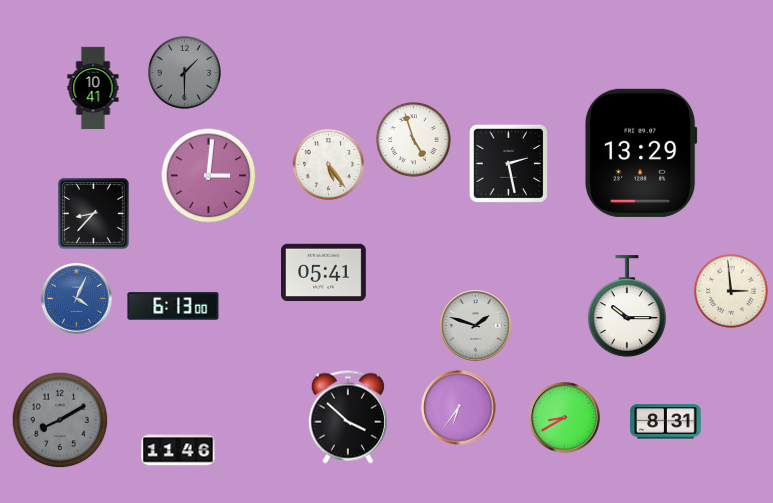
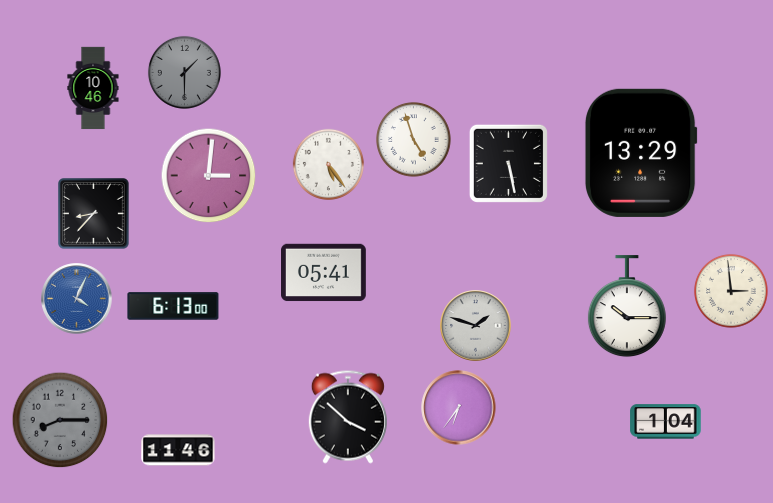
clock at (93, 88): 10:41 -> 10:46
clock at (508, 163): 2:28 -> 5:28
clock at (565, 418): 8:40 -> none
clock at (60, 420): 8:10 -> 8:15
clock at (666, 422): 8:31 -> 1:04
